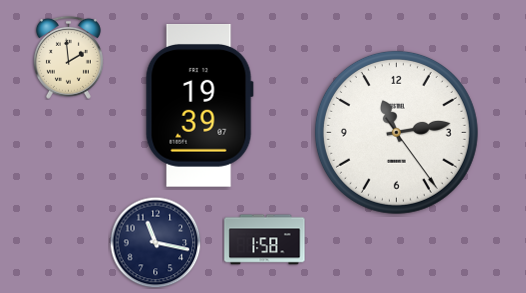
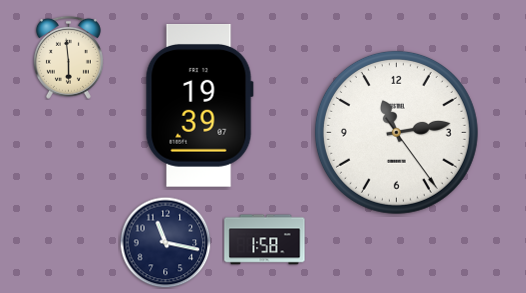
clock at (68, 57): 1:59 -> 5:59
clock at (155, 242) position: (155, 242) -> (165, 242)
